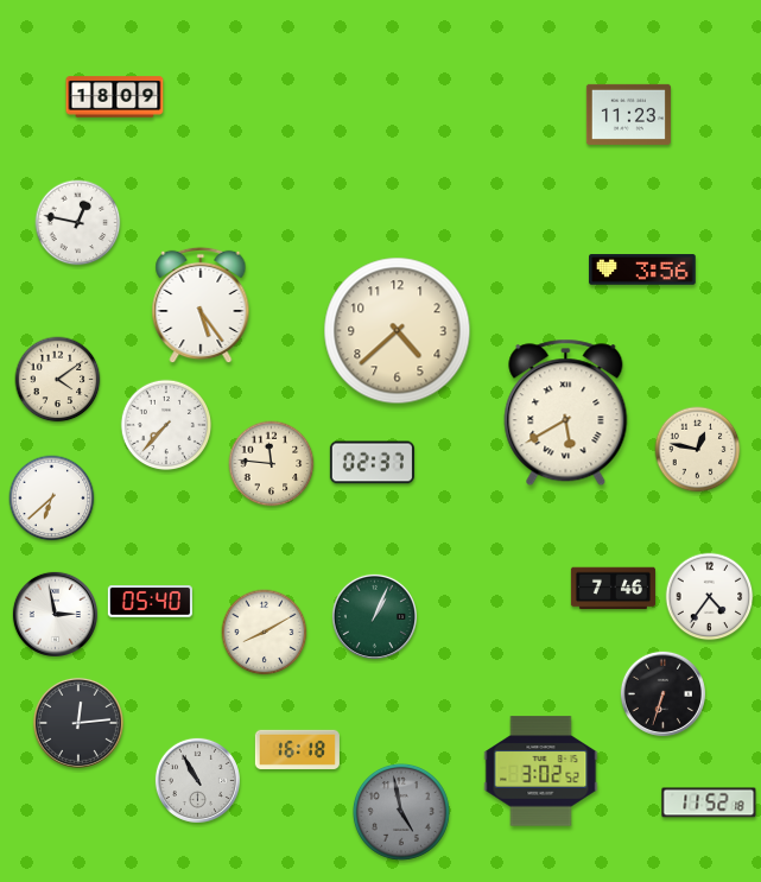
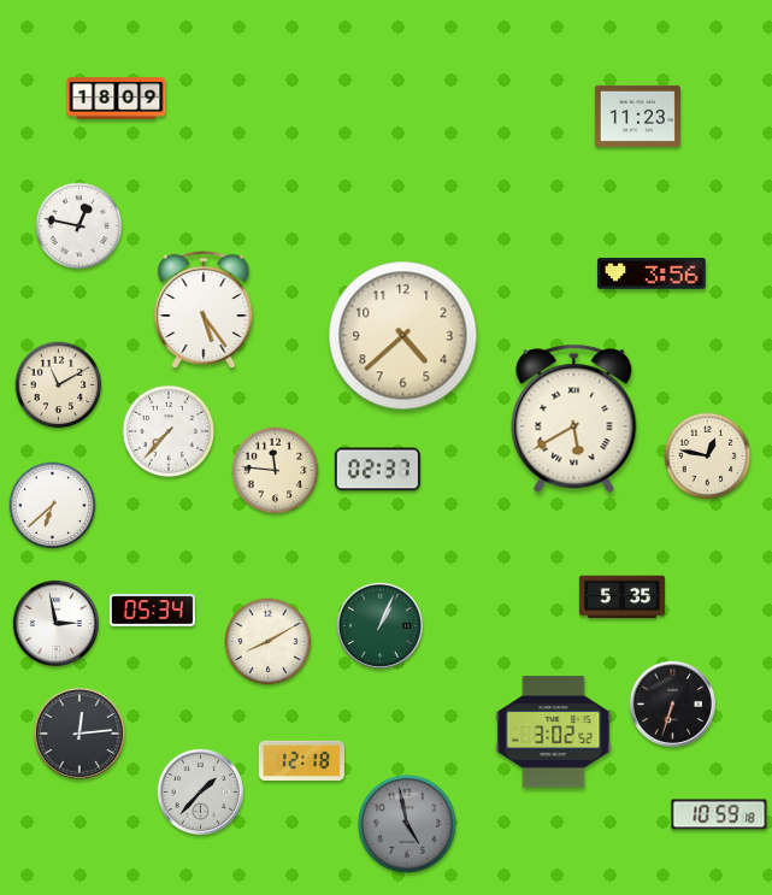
clock at (58, 380): 4:09 -> 11:10
clock at (613, 589): 7:46 -> 5:35
clock at (710, 597): 4:36 -> none
clock at (150, 602): 05:40 -> 05:34
clock at (297, 749): 16:18 -> 12:18
clock at (541, 772) position: (541, 772) -> (554, 732)
clock at (197, 780): 10:55 -> 1:37
clock at (709, 802): 11:52 -> 10:59
